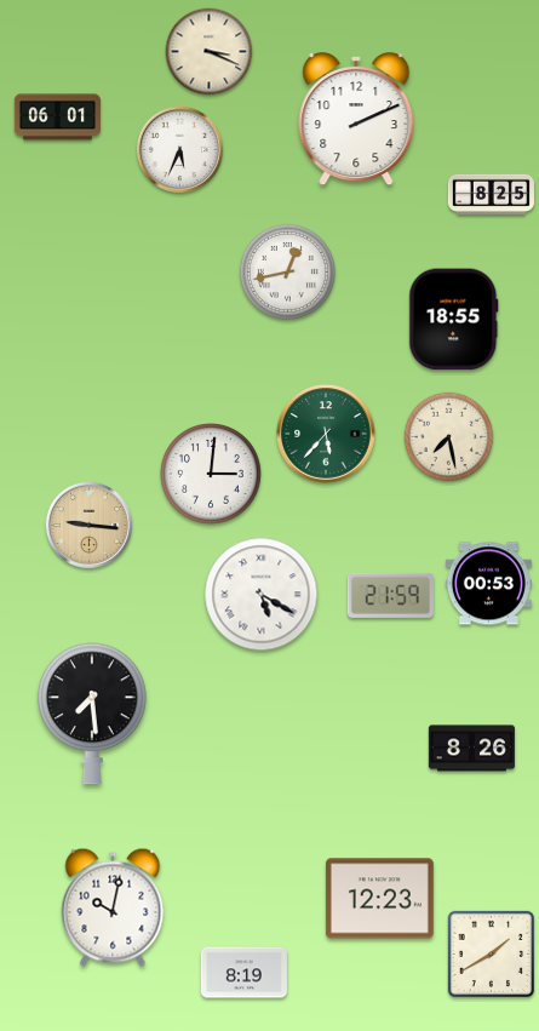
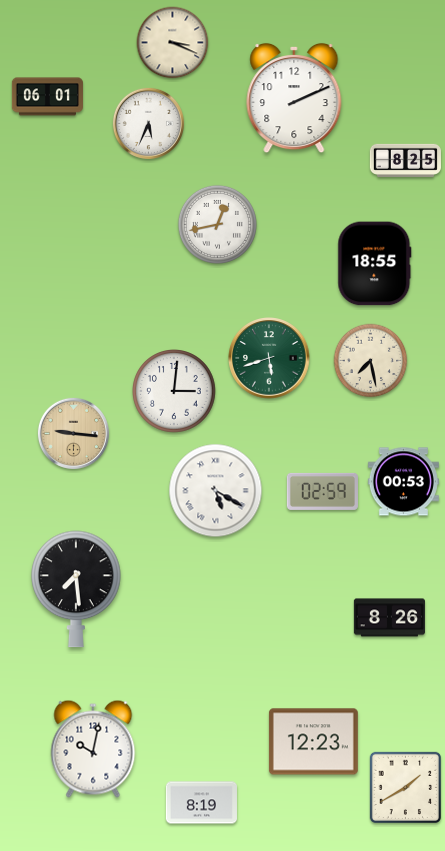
clock at (287, 271) position: (287, 271) -> (217, 224)
clock at (326, 434): 5:37 -> 5:42
clock at (390, 595): 21:59 -> 02:59
